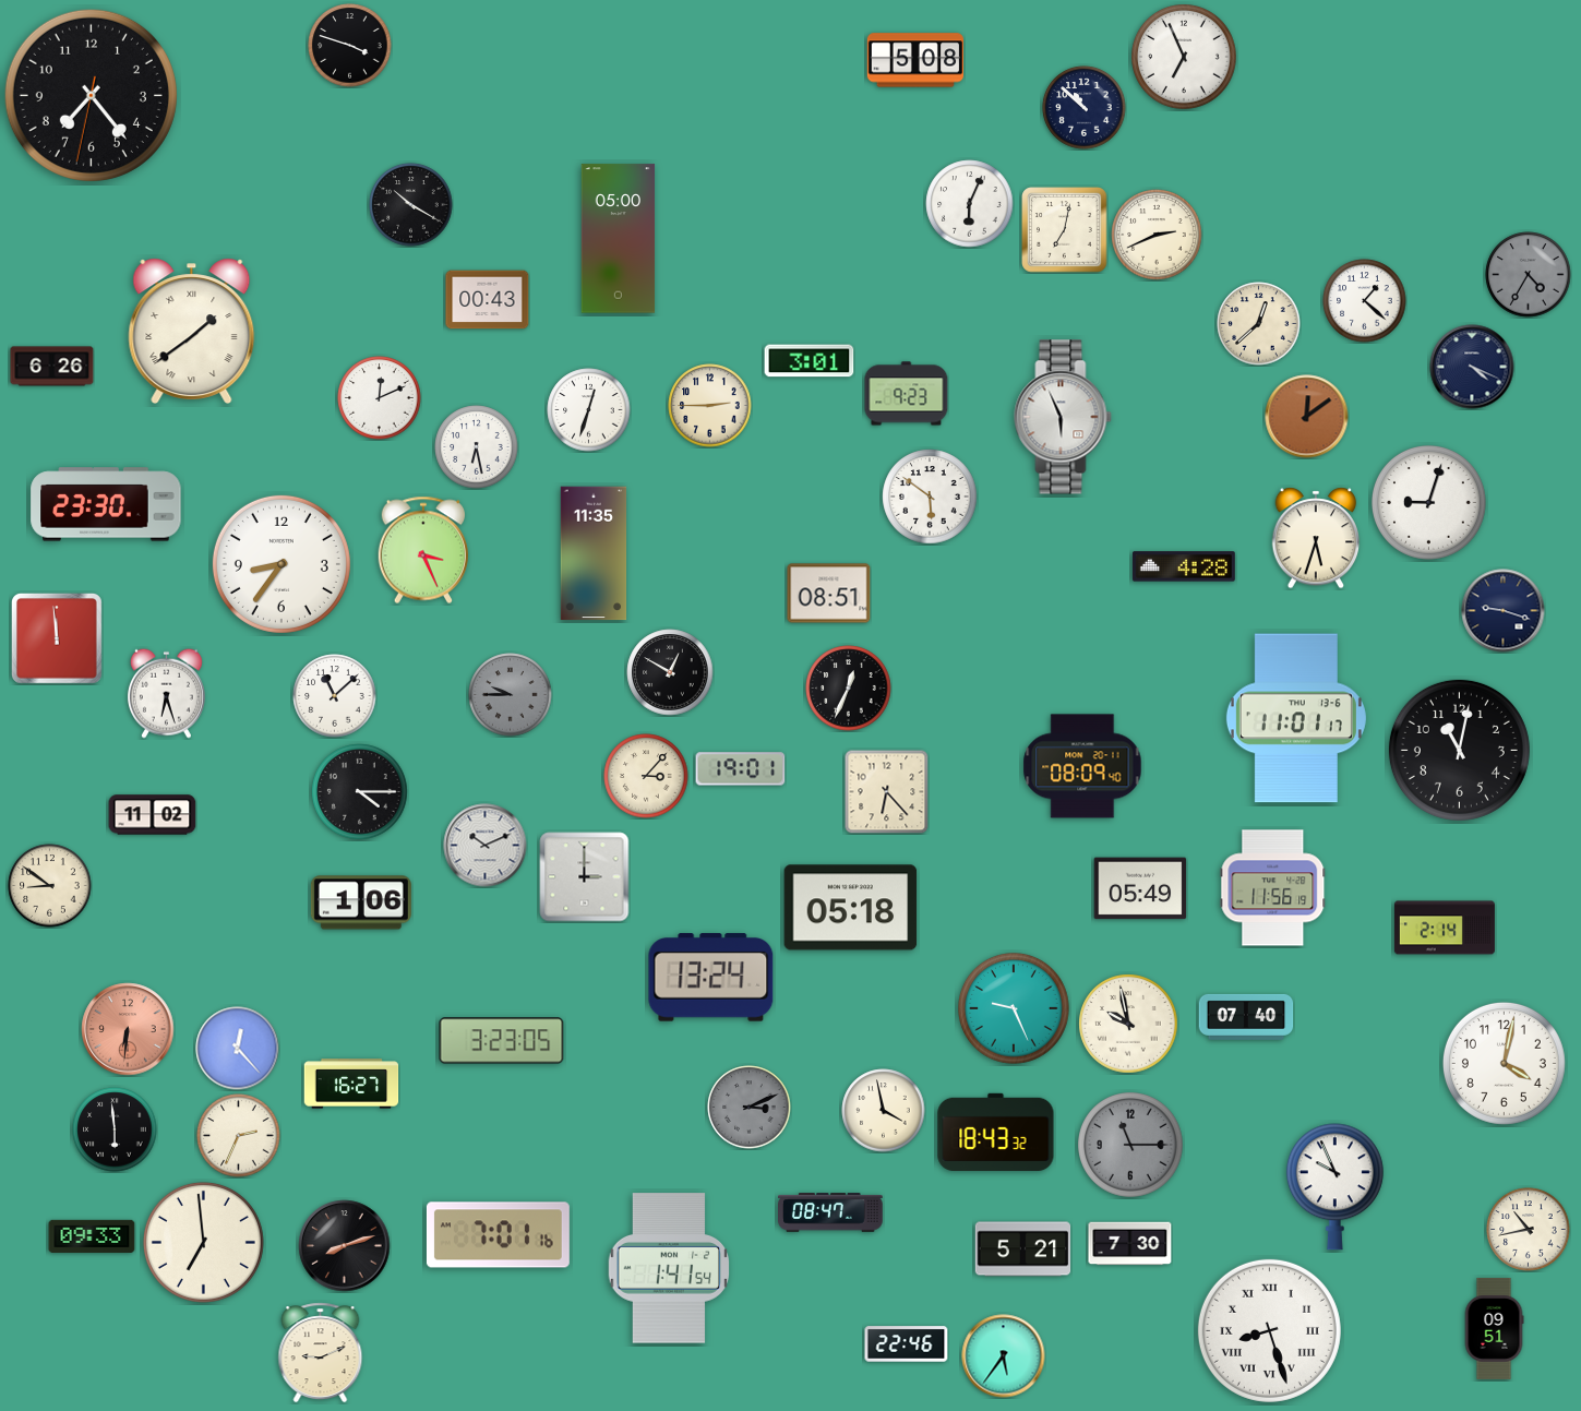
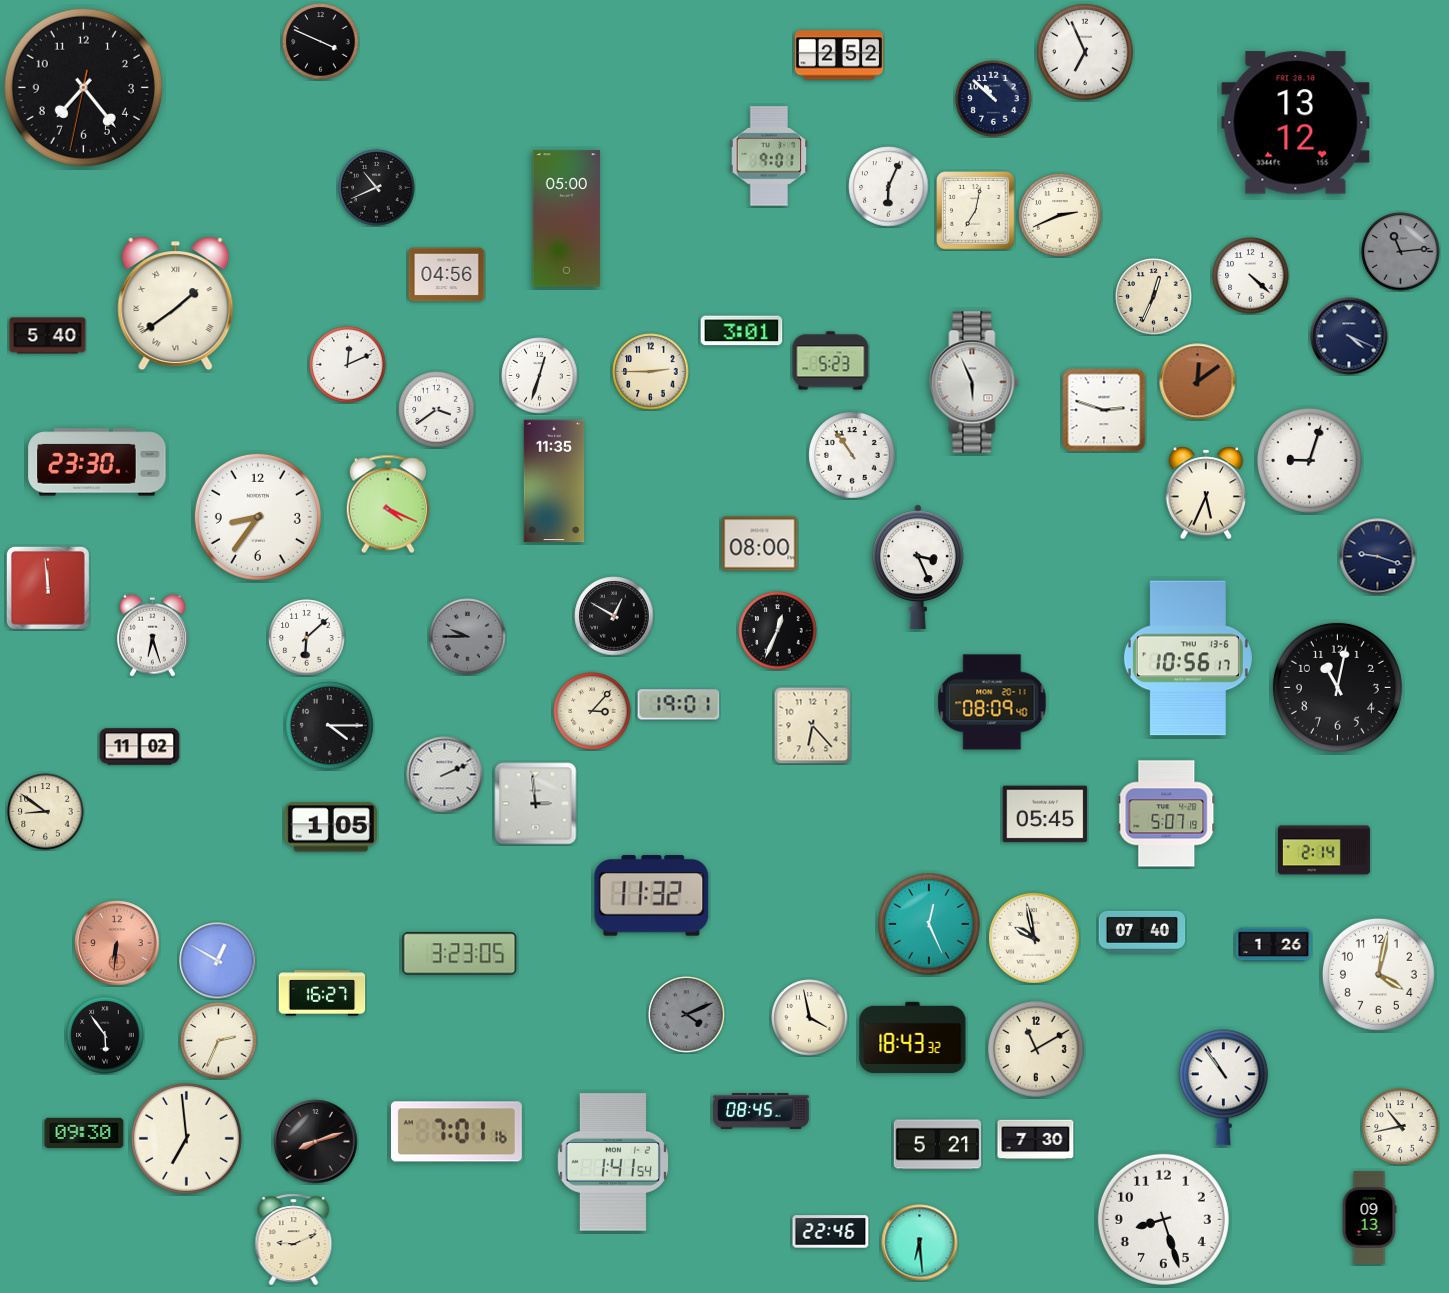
clock at (350, 46): 3:48 -> 3:49
clock at (914, 60): 5:08 -> 2:52
clock at (1296, 123): none -> 13:12
clock at (769, 156): none -> 9:01
clock at (411, 205): 10:20 -> 10:41
clock at (1529, 275): 4:35 -> 11:14
clock at (488, 300): 00:43 -> 04:56
clock at (1365, 301): 1:22 -> 4:22
clock at (1259, 324): 12:38 -> 12:34
clock at (52, 367): 6:26 -> 5:40
clock at (907, 394): 9:23 -> 5:23
clock at (477, 447): 6:28 -> 3:39
clock at (1104, 410): none -> 2:48
clock at (930, 497): 5:51 -> 10:54
clock at (1316, 538): 5:33 -> 5:34
clock at (423, 550): 3:26 -> 4:19
clock at (594, 553) position: (594, 553) -> (554, 481)
clock at (1184, 566): 4:28 -> none
clock at (829, 594): 08:51 -> 08:00
clock at (1504, 611) position: (1504, 611) -> (1378, 557)
clock at (919, 566): none -> 3:26
clock at (57, 638) position: (57, 638) -> (48, 588)
clock at (335, 696): 11:08 -> 6:08
clock at (1296, 718): 11:01 -> 10:56
clock at (486, 846): 10:11 -> 2:11
clock at (585, 877): 3:00 -> 2:59
clock at (1140, 888): 05:49 -> 05:45
clock at (1273, 888): 11:56 -> 5:07
clock at (361, 902): 1:06 -> 1:05
clock at (851, 908): 05:18 -> none
clock at (711, 978): 13:24 -> 11:32
clock at (1015, 1009): 9:26 -> 12:26
clock at (1274, 945): none -> 1:26
clock at (238, 1049): 12:23 -> 12:50
clock at (750, 1108): 3:11 -> 4:11
clock at (115, 1129): 5:59 -> 5:54
clock at (1130, 1145): 11:15 -> 11:10
clock at (1130, 1145) dial: grey -> cream
clock at (1334, 1187): 9:56 -> 10:54
clock at (831, 1212): 08:47 -> 08:45
clock at (92, 1236): 09:33 -> 09:30
clock at (1494, 1328): 09:51 -> 09:13
clock at (1269, 1330) numerals: Roman -> Arabic
clock at (1004, 1356): 5:36 -> 6:29
